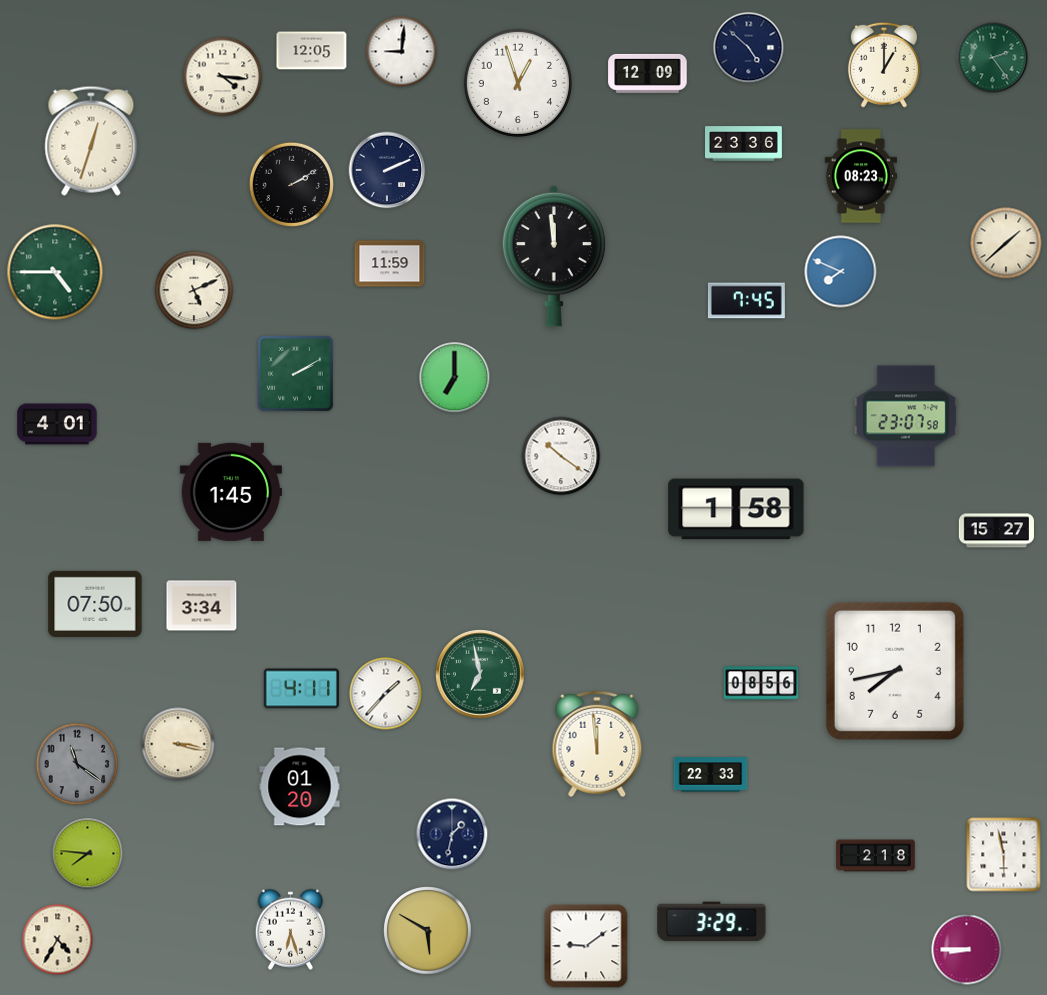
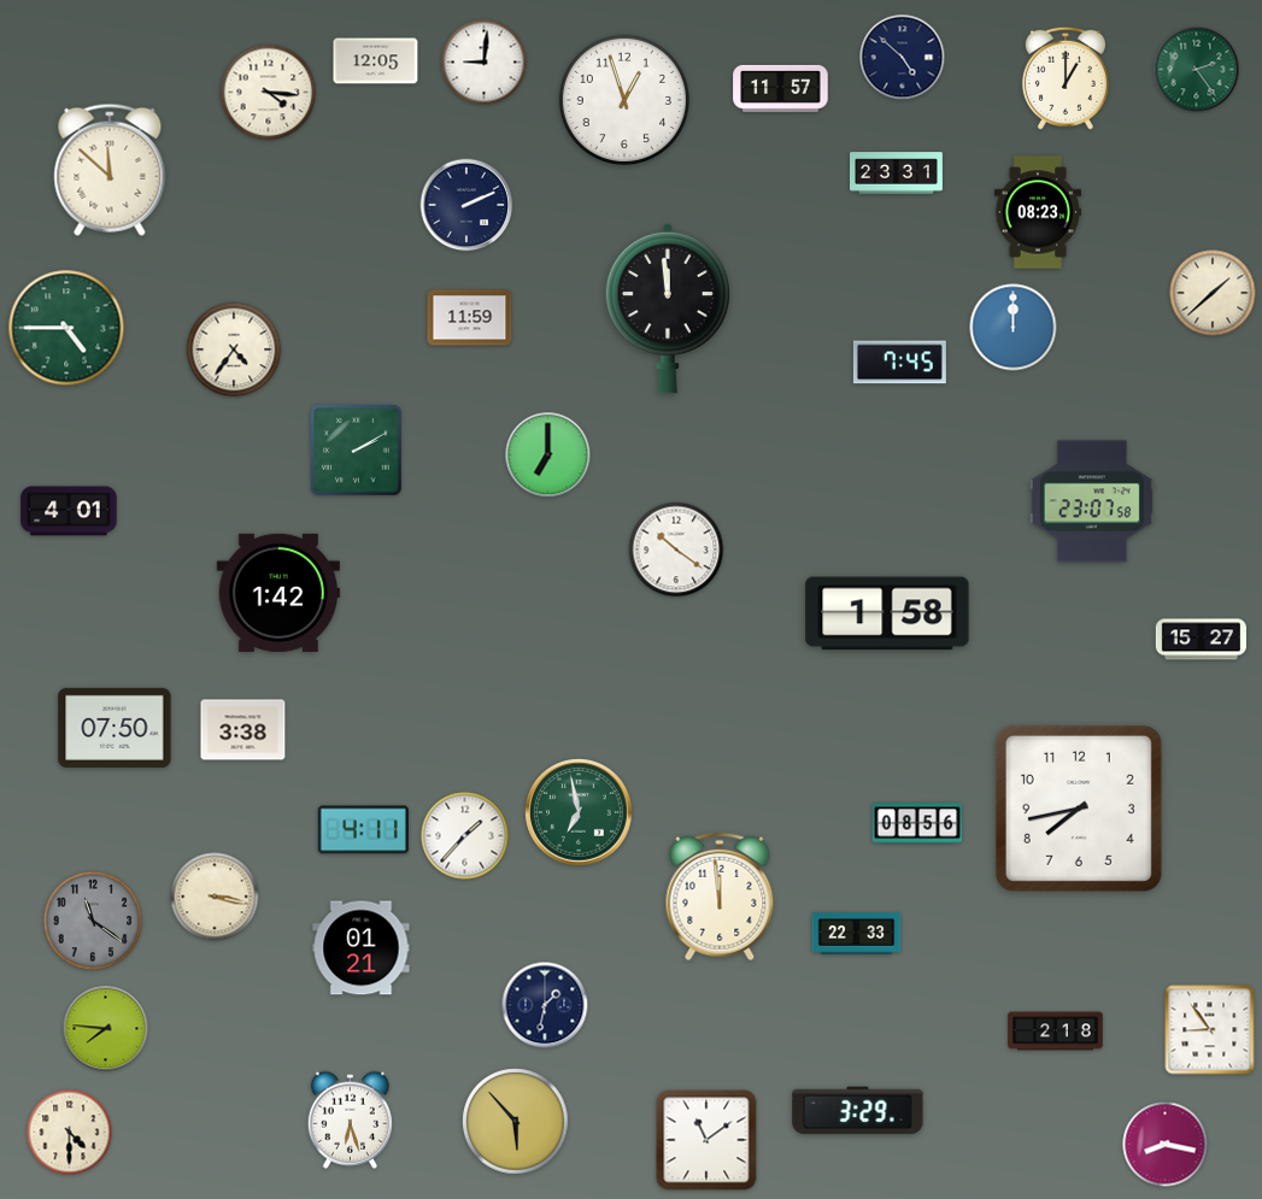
clock at (648, 73): 12:09 -> 11:57
clock at (91, 141): 12:33 -> 11:52
clock at (744, 144): 23:36 -> 23:31
clock at (291, 184): 2:10 -> none
clock at (841, 272): 7:49 -> 12:00
clock at (194, 290): 5:11 -> 4:36
clock at (231, 492): 1:45 -> 1:42
clock at (202, 606): 3:34 -> 3:38
clock at (300, 787): 01:20 -> 01:21
clock at (1004, 855): 5:58 -> 8:54
clock at (428, 931): 5:50 -> 5:53
clock at (58, 940): 4:35 -> 4:30
clock at (586, 946): 9:09 -> 11:09
clock at (967, 950): 8:45 -> 8:17
